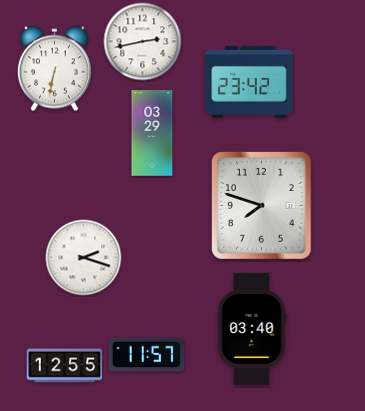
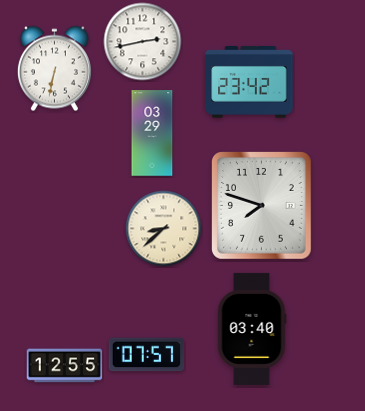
clock at (164, 229): none -> 8:38
clock at (84, 258): 2:18 -> none
clock at (147, 355): 11:57 -> 07:57
